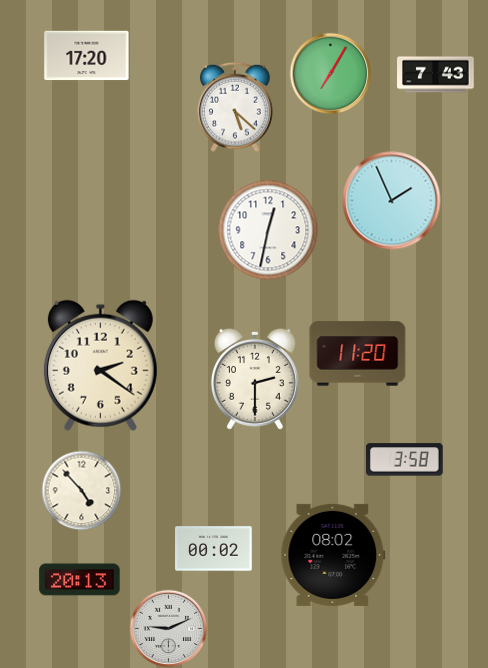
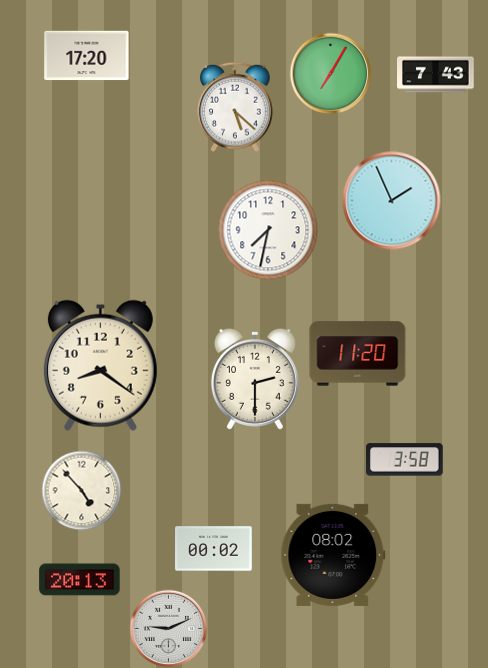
clock at (268, 230): 12:32 -> 7:32
clock at (100, 365): 2:21 -> 8:21
